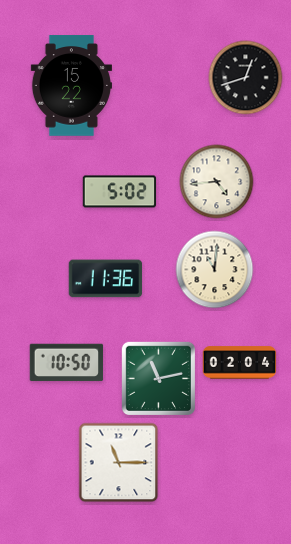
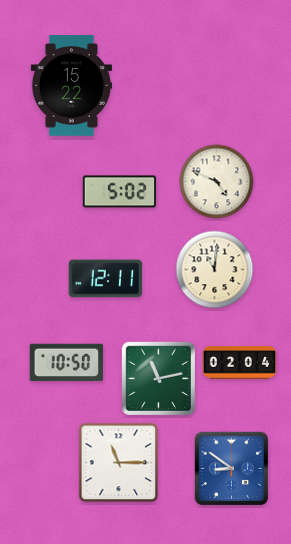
clock at (246, 78): 12:42 -> none
clock at (217, 182): 4:44 -> 4:49
clock at (106, 279): 11:36 -> 12:11
clock at (231, 468): none -> 8:51
